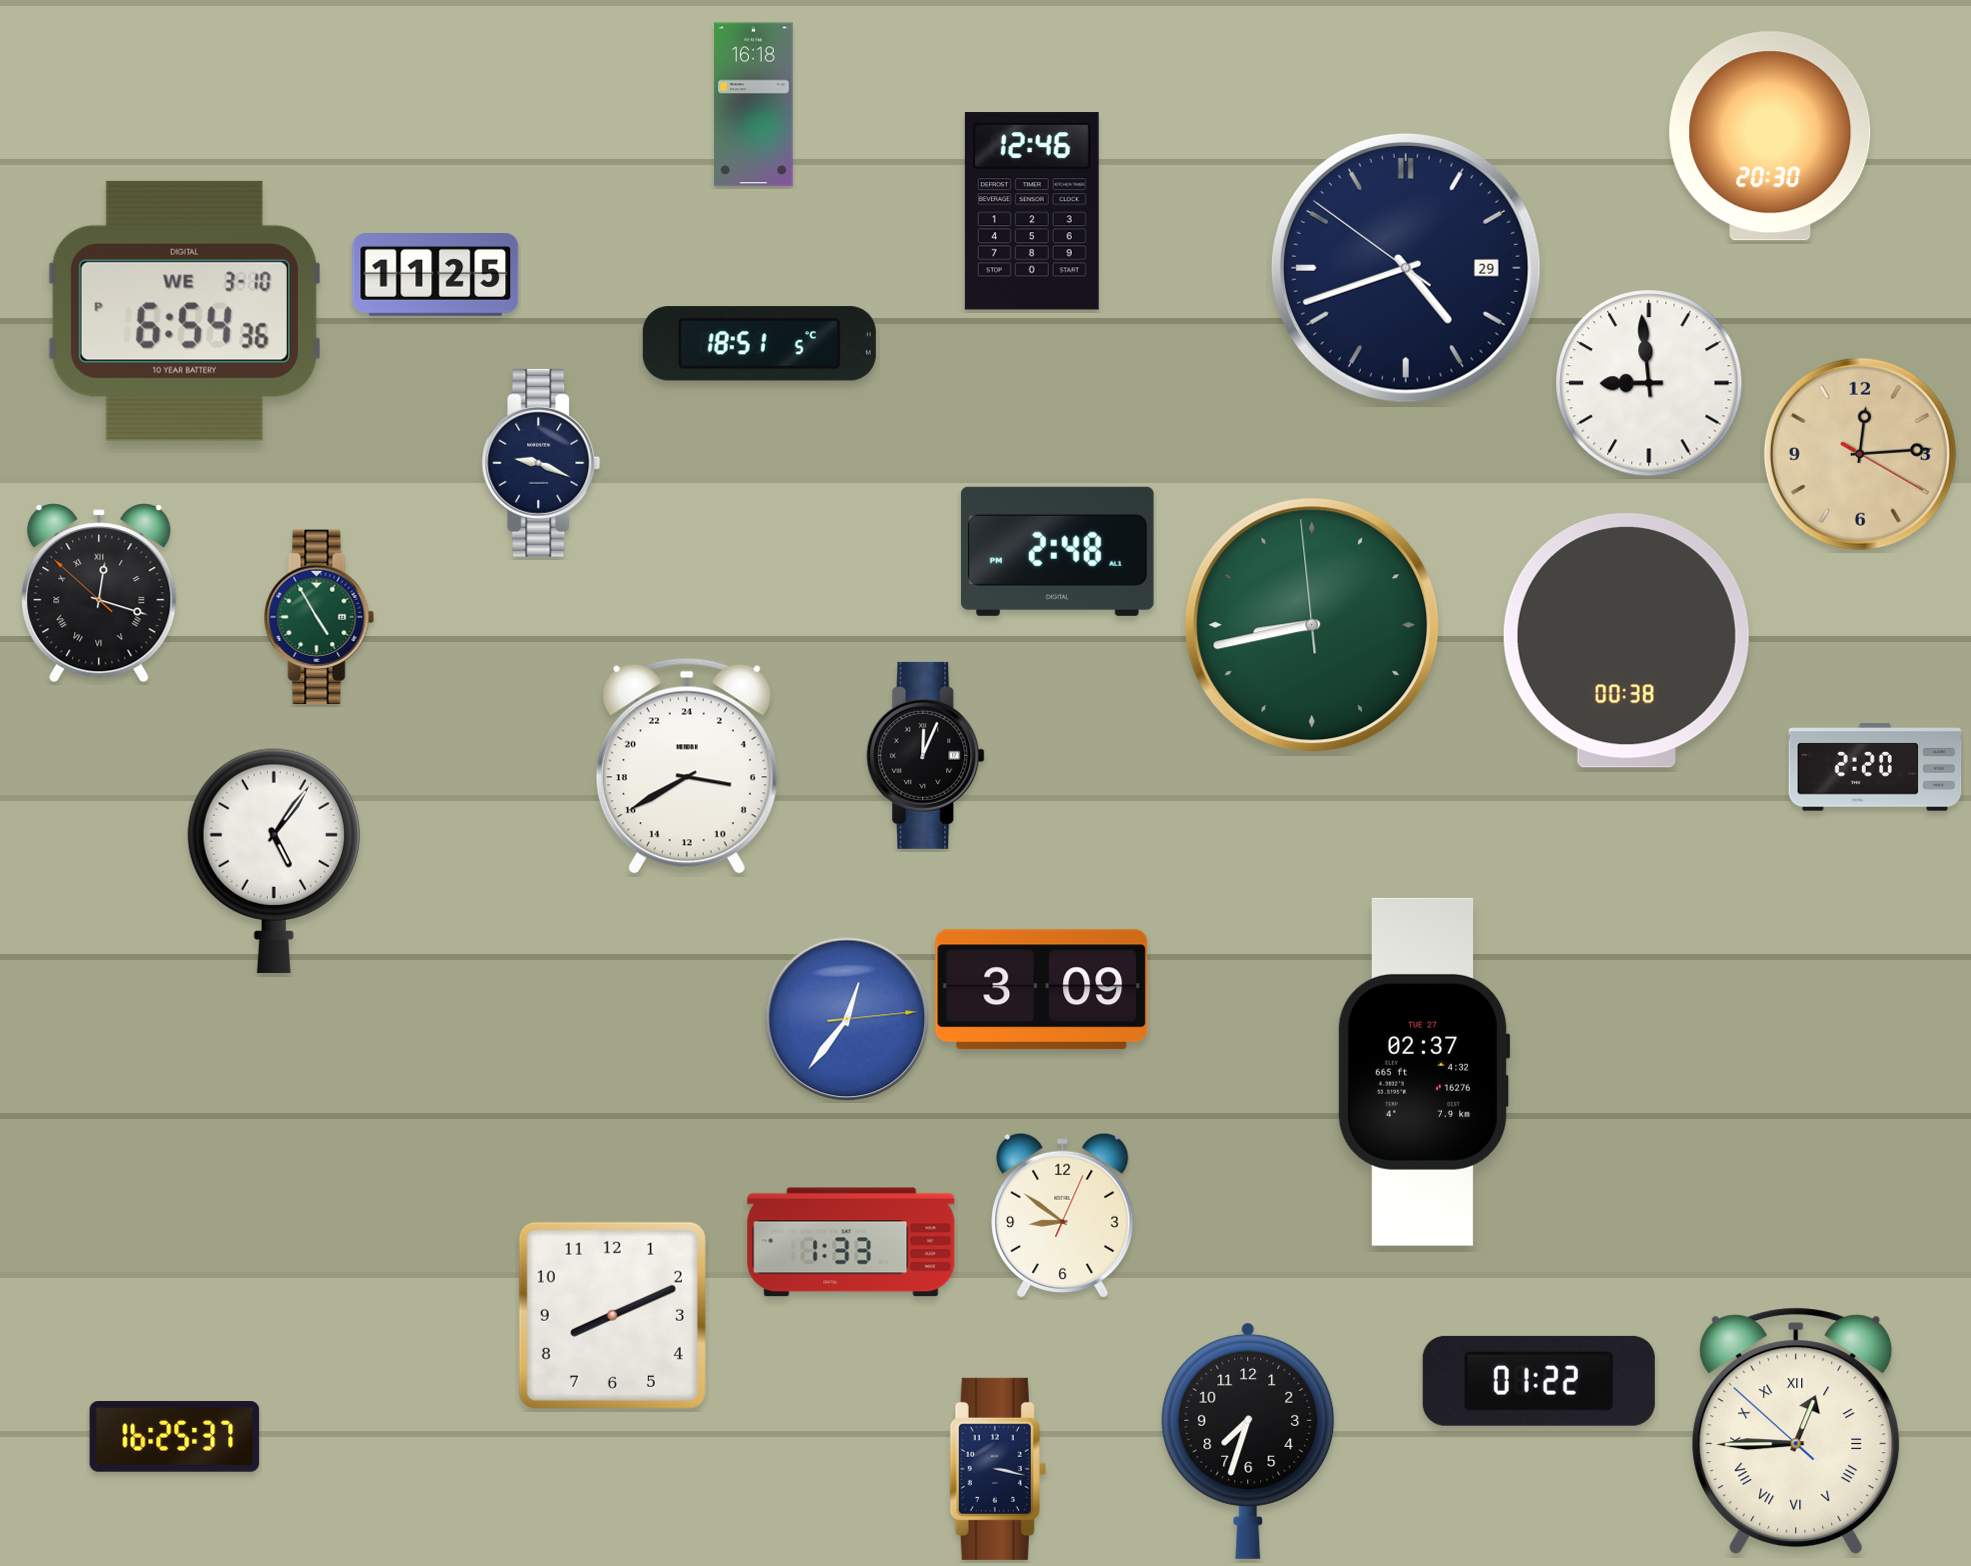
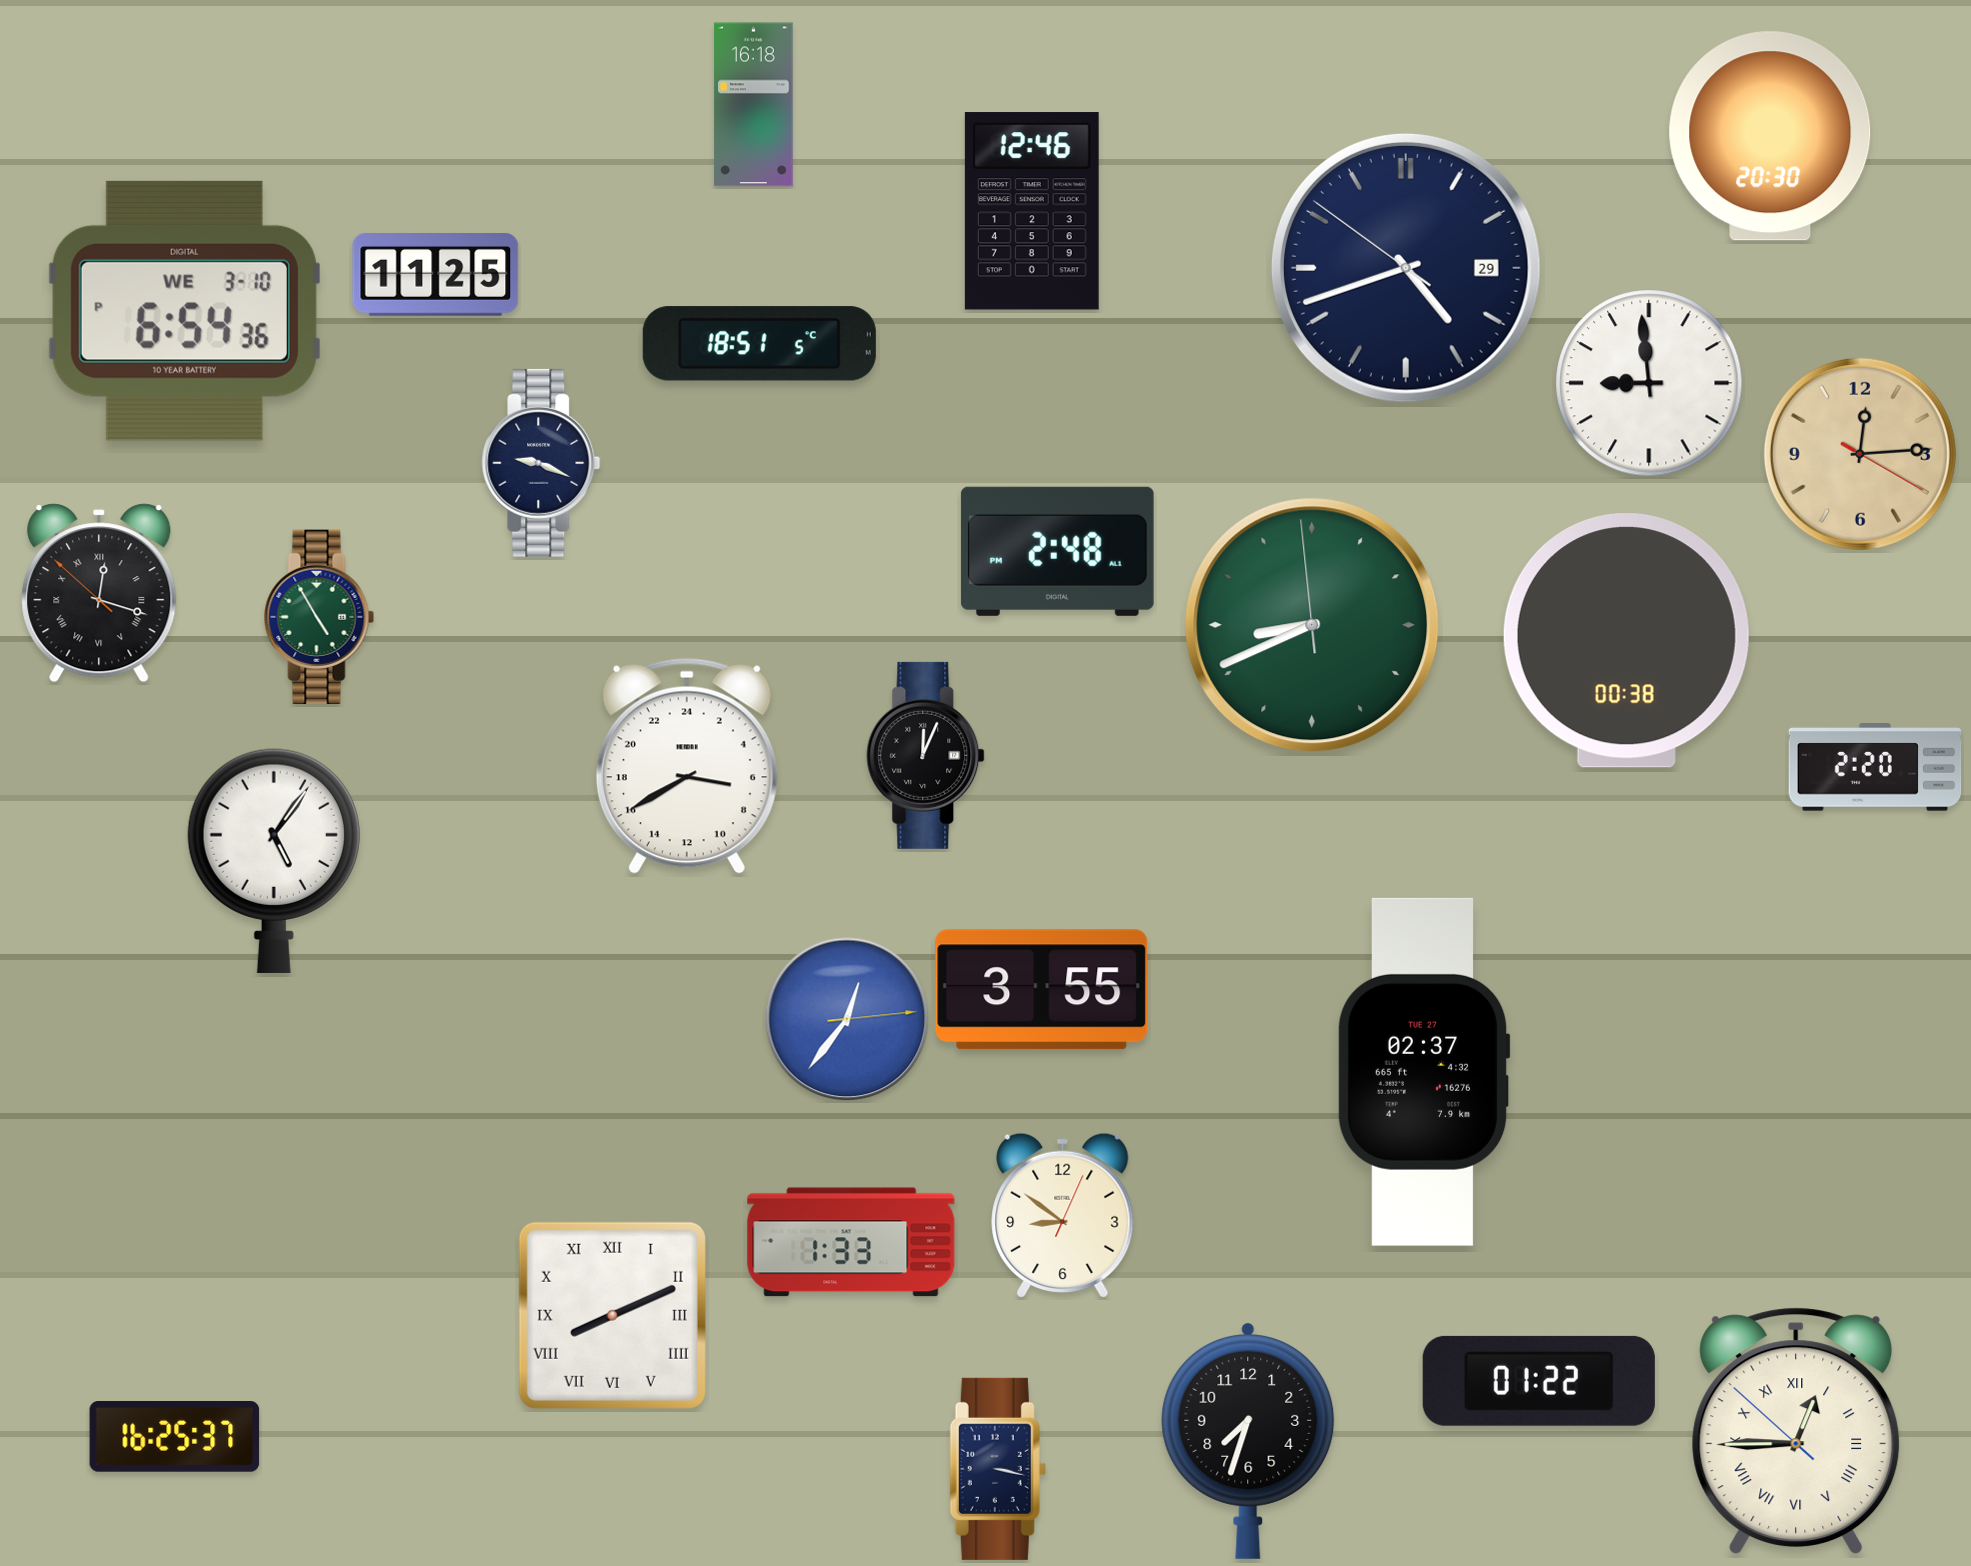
clock at (1312, 625): 8:42 -> 8:40
clock at (1042, 990): 3:09 -> 3:55
clock at (612, 1315) numerals: Arabic -> Roman
